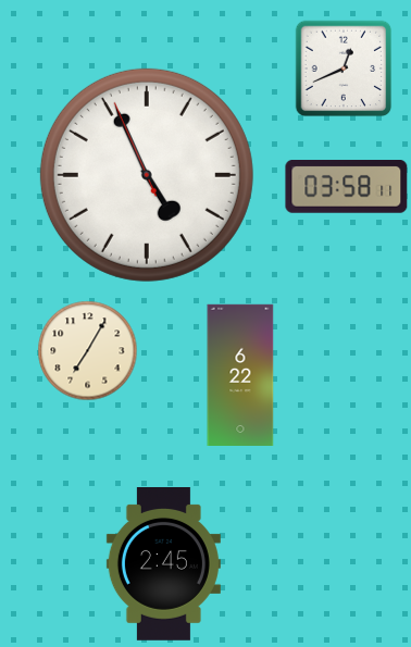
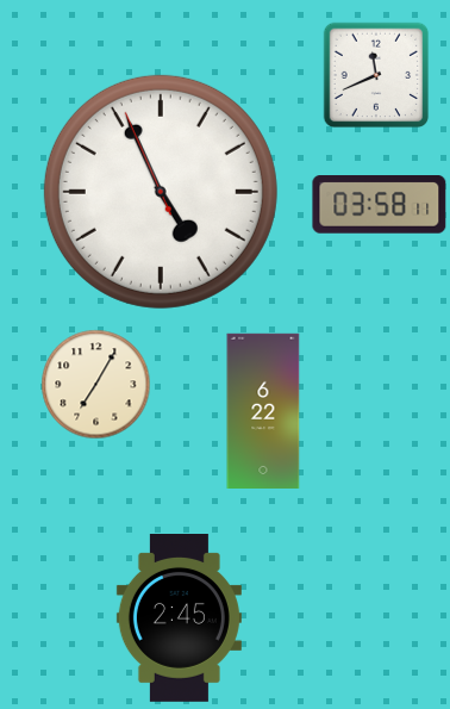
clock at (344, 69): 12:41 -> 11:41
